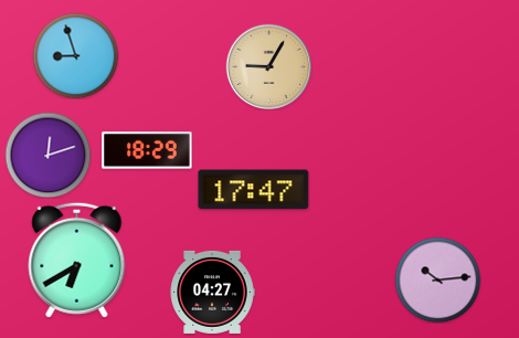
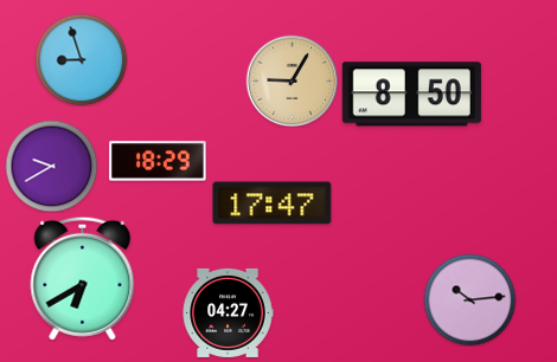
clock at (268, 66) position: (268, 66) -> (292, 80)
clock at (411, 95): none -> 8:50
clock at (47, 155): 12:12 -> 9:40
